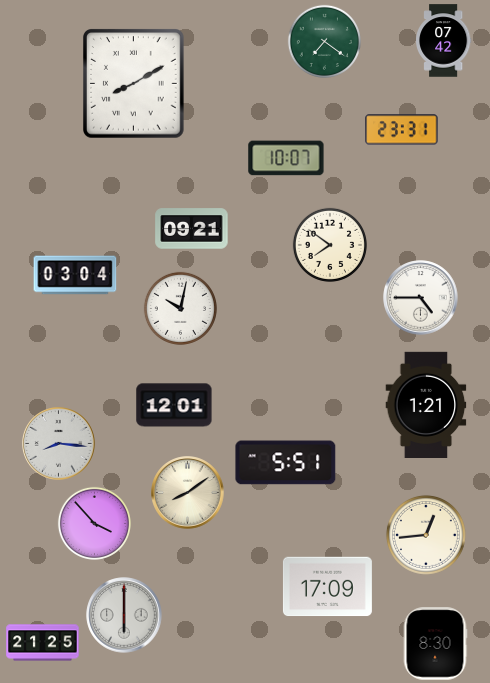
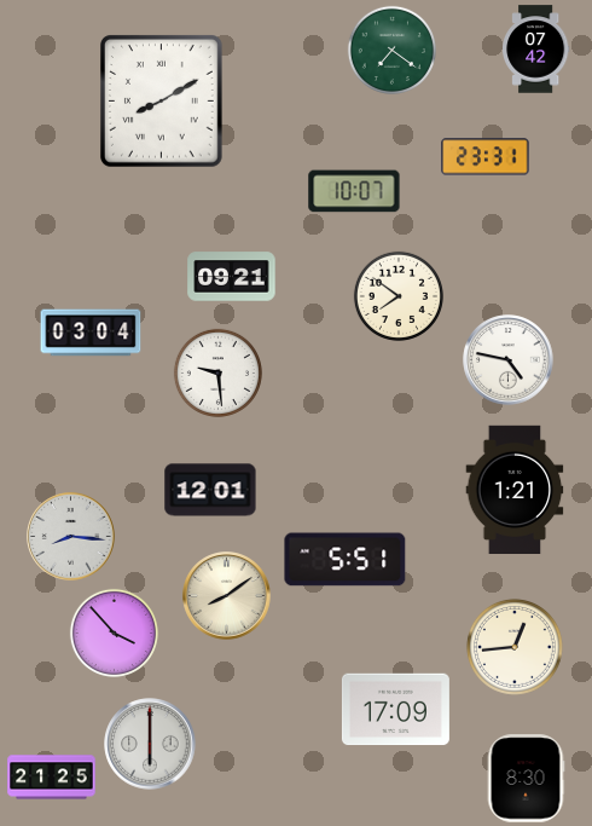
clock at (286, 158) position: (286, 158) -> (354, 191)
clock at (421, 298): 4:45 -> 4:47
clock at (180, 308): 10:02 -> 9:29
